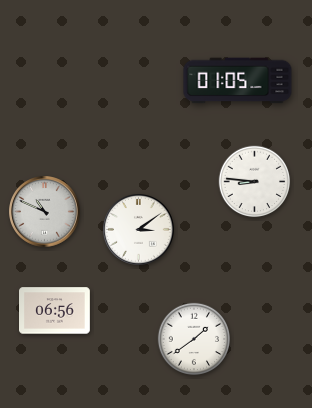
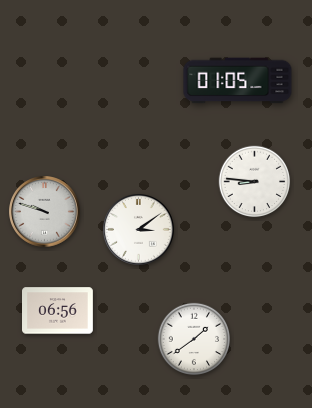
clock at (45, 212): 10:49 -> 9:48
clock at (55, 311) position: (55, 311) -> (58, 311)
